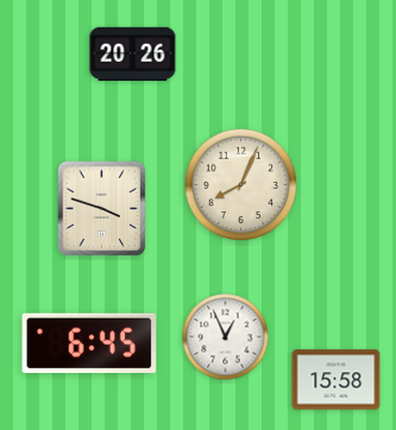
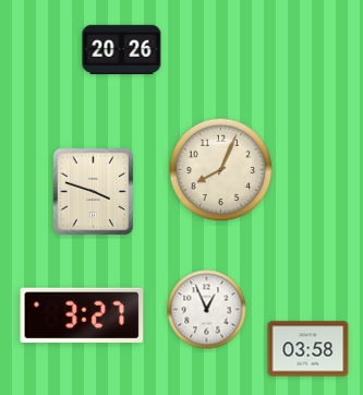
clock at (89, 343): 6:45 -> 3:27
clock at (337, 380): 15:58 -> 03:58
